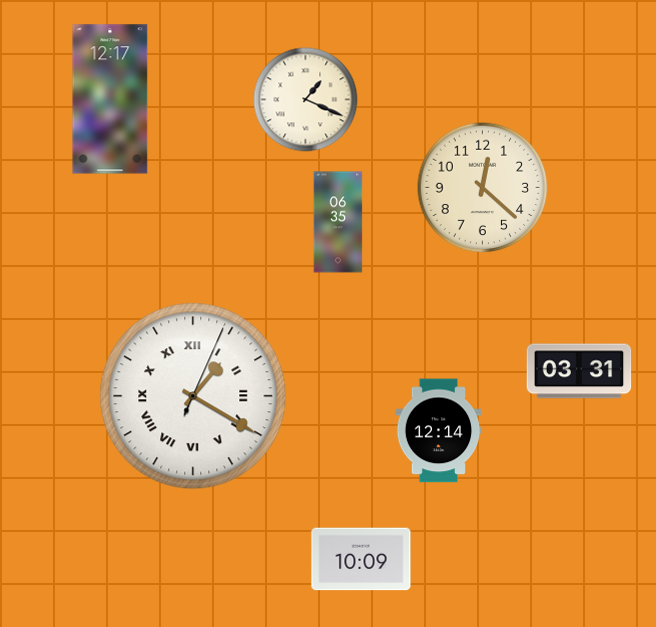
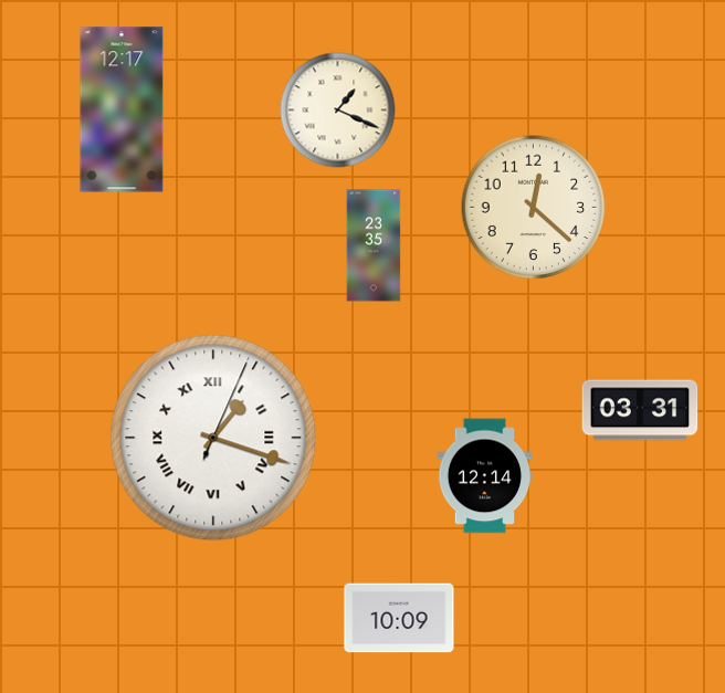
clock at (338, 222): 06:35 -> 23:35
clock at (193, 396): 1:20 -> 1:18
